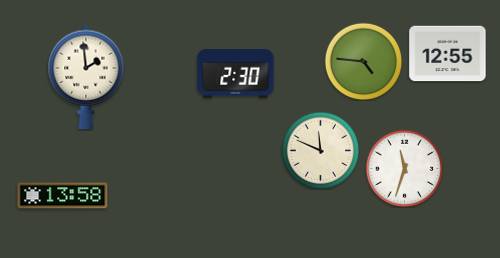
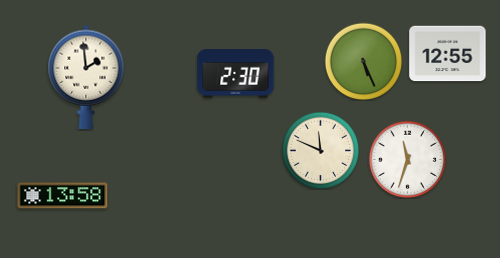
clock at (363, 61): 4:46 -> 5:26
clock at (404, 168) position: (404, 168) -> (407, 159)
